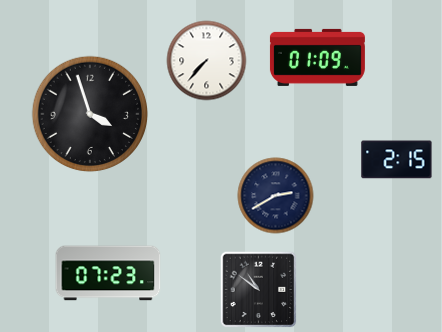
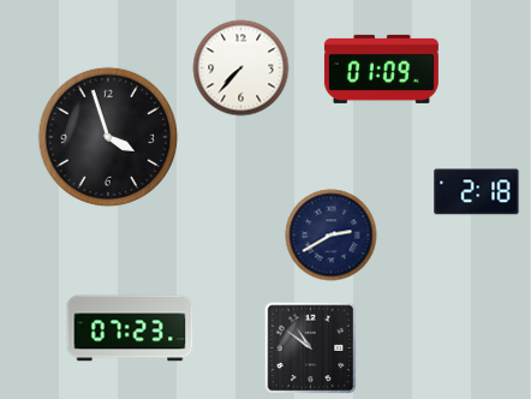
clock at (207, 61) position: (207, 61) -> (241, 69)
clock at (397, 160): 2:15 -> 2:18
